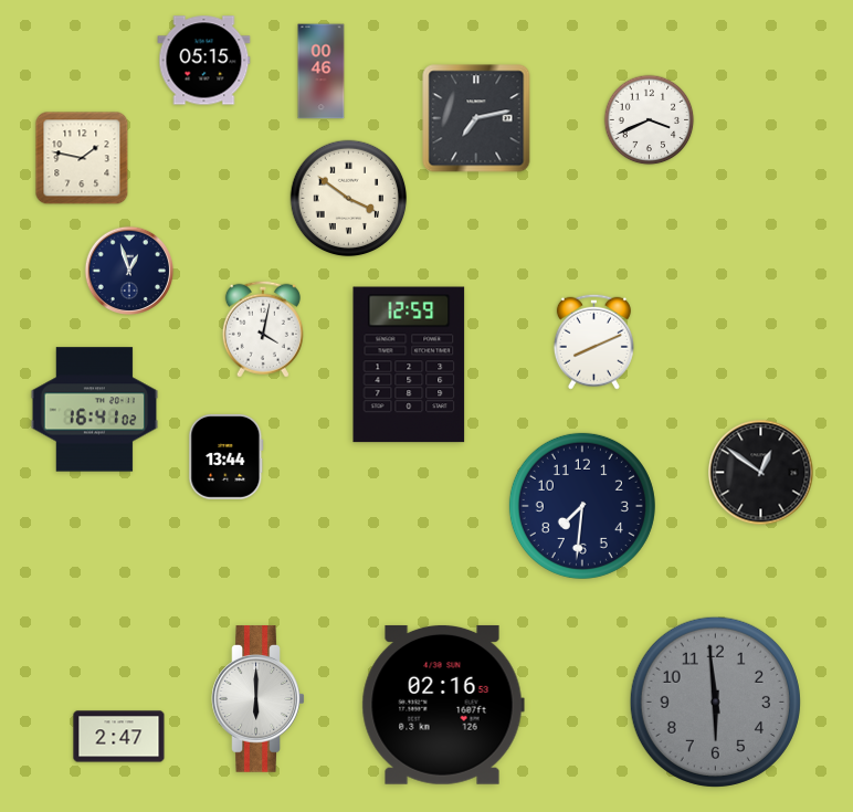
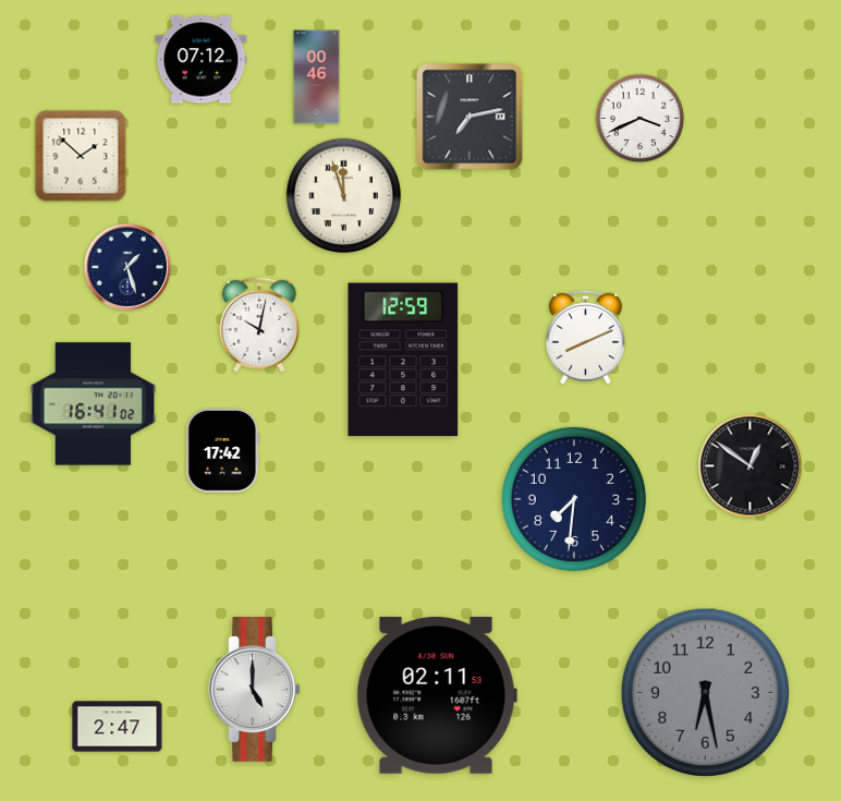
clock at (204, 61): 05:15 -> 07:12
clock at (322, 72) position: (322, 72) -> (317, 77)
clock at (82, 158): 1:47 -> 1:52
clock at (349, 199): 3:51 -> 11:57
clock at (128, 270): 12:57 -> 1:27
clock at (263, 329): 4:02 -> 10:02
clock at (227, 456): 13:44 -> 17:42
clock at (259, 699): 6:00 -> 5:00
clock at (715, 702): 5:59 -> 6:28
clock at (443, 705): 02:16 -> 02:11
